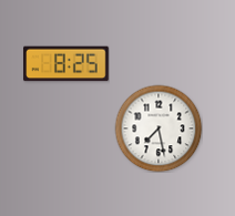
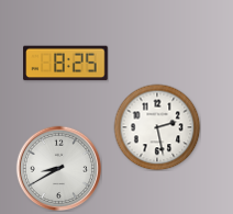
clock at (159, 128): 7:28 -> 2:28
clock at (58, 168): none -> 8:40
